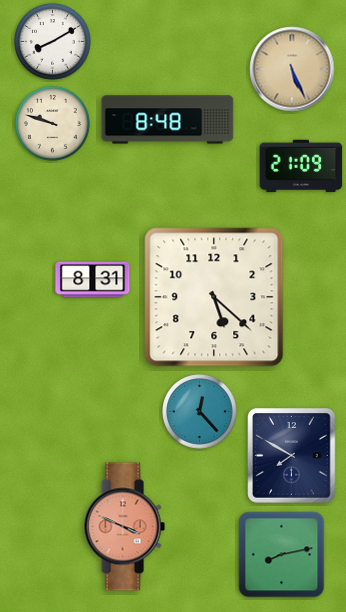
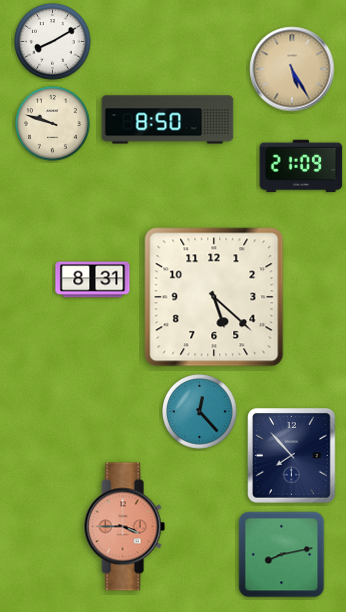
clock at (292, 69): 5:26 -> 5:25
clock at (168, 120): 8:48 -> 8:50
clock at (292, 456): 7:50 -> 7:53
clock at (124, 527): 3:49 -> 3:45
